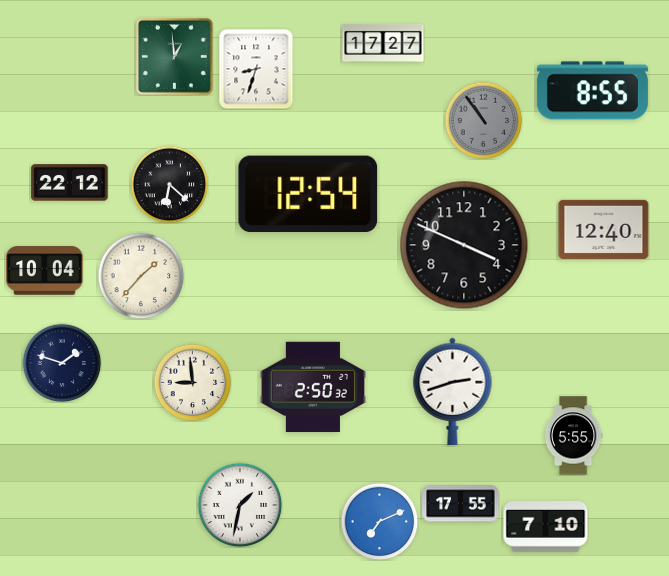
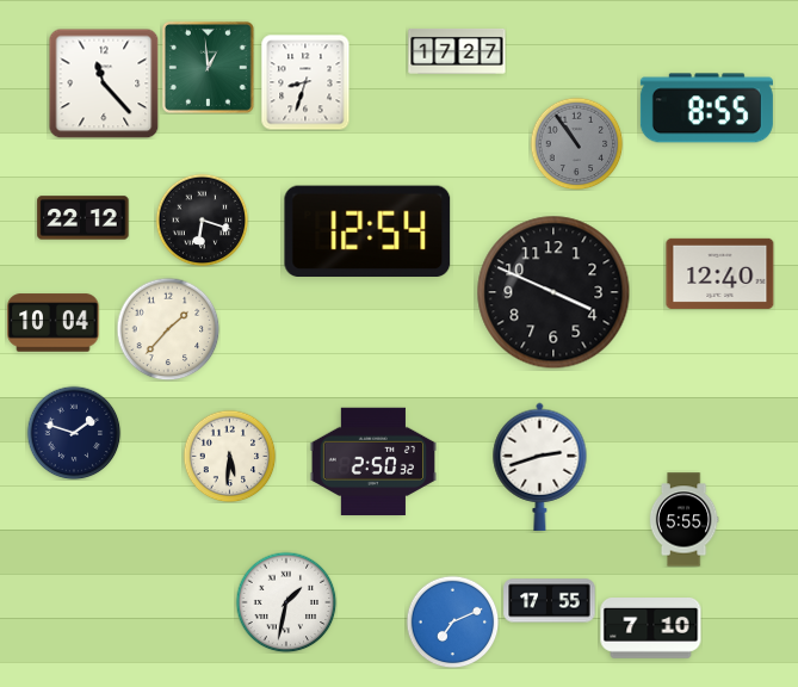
clock at (104, 83): none -> 11:23
clock at (169, 184): 6:22 -> 6:18
clock at (192, 382): 8:59 -> 5:31
